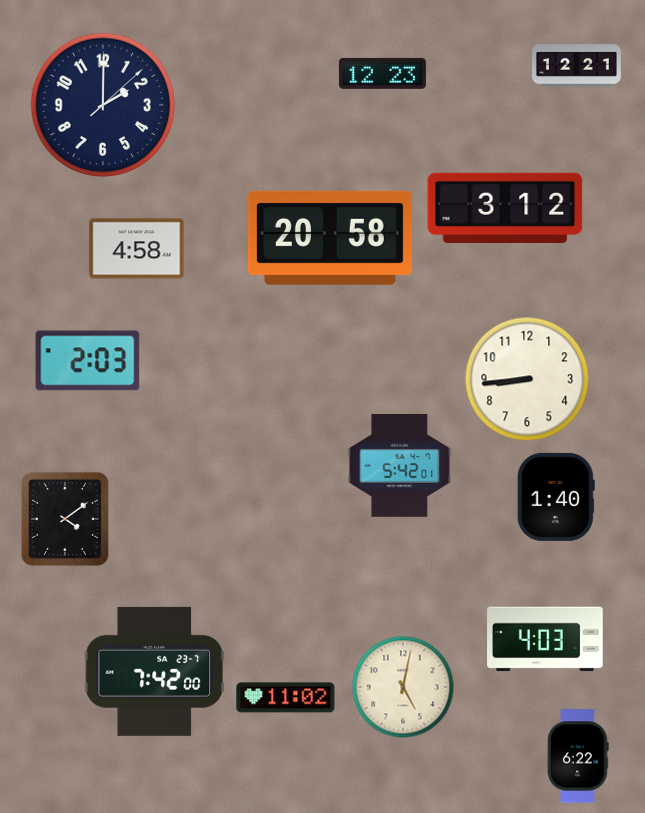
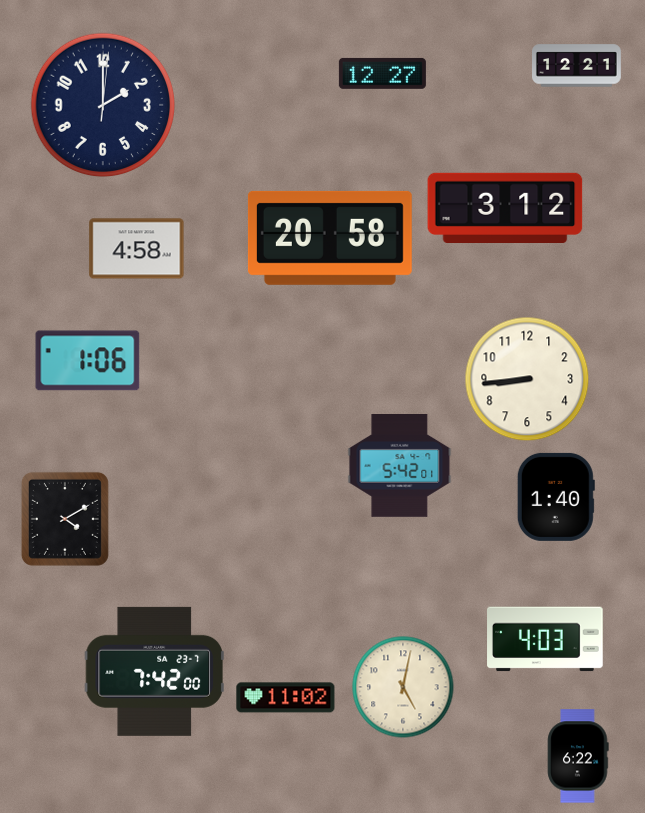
clock at (382, 73): 12:23 -> 12:27
clock at (103, 105): 2:00:08 -> 2:00:01
clock at (88, 361): 2:03 -> 1:06
clock at (65, 519): 4:09 -> 4:10
